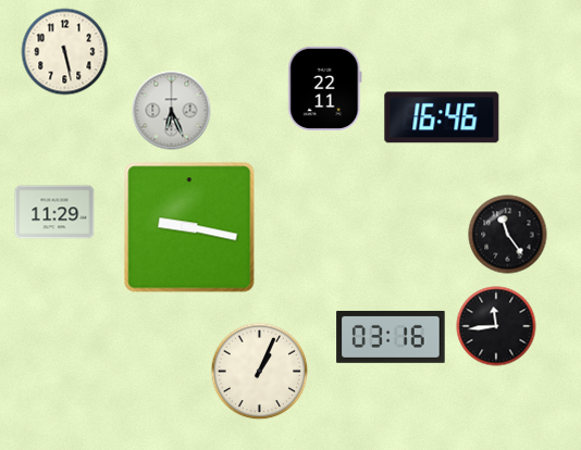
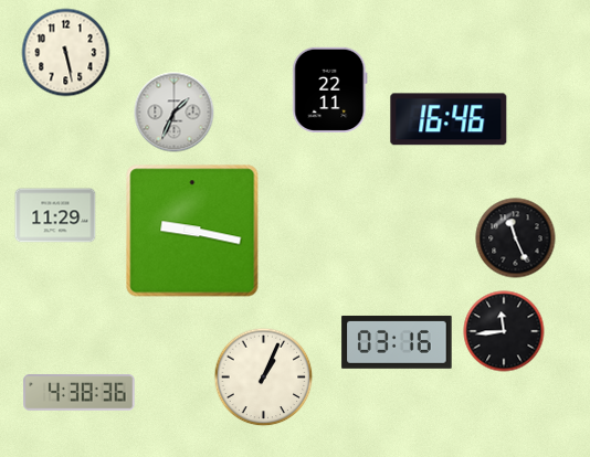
clock at (172, 111): 6:26 -> 1:34
clock at (508, 235): 11:24 -> 11:26
clock at (80, 393): none -> 4:38
